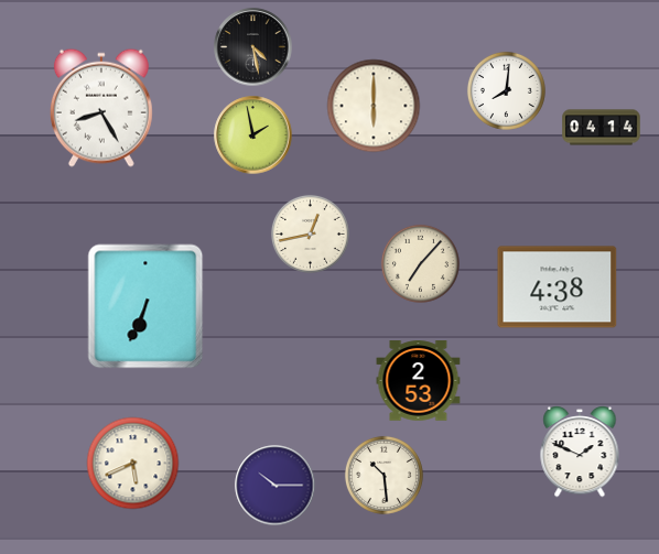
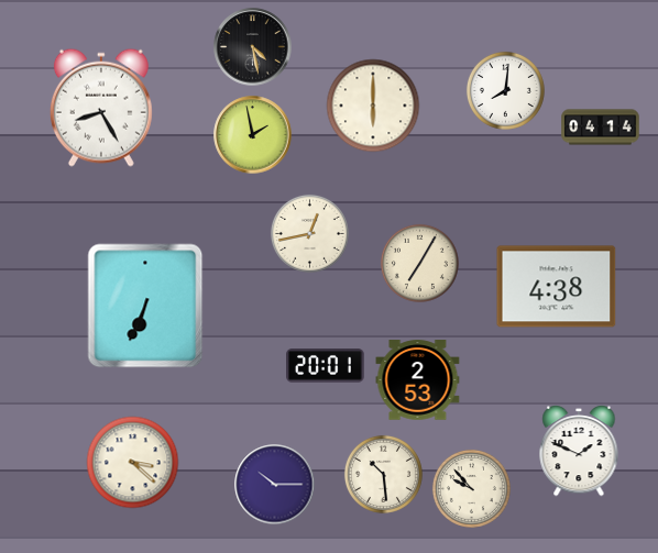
clock at (420, 263): 7:07 -> 7:05
clock at (326, 366): none -> 20:01
clock at (133, 464): 5:41 -> 3:22
clock at (471, 488): none -> 9:53
